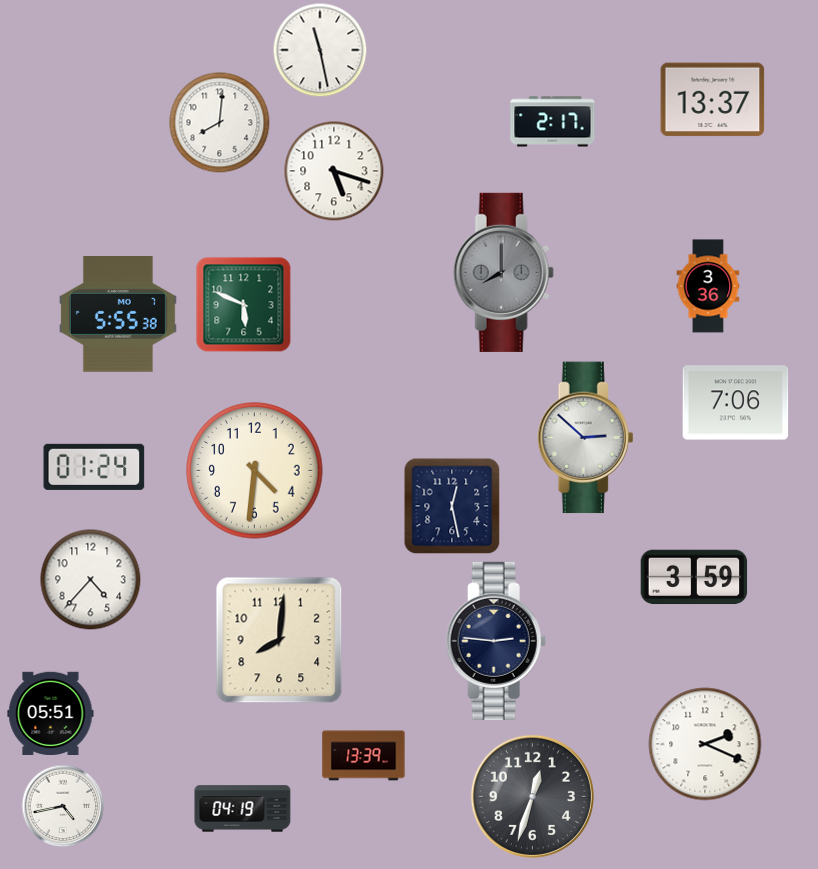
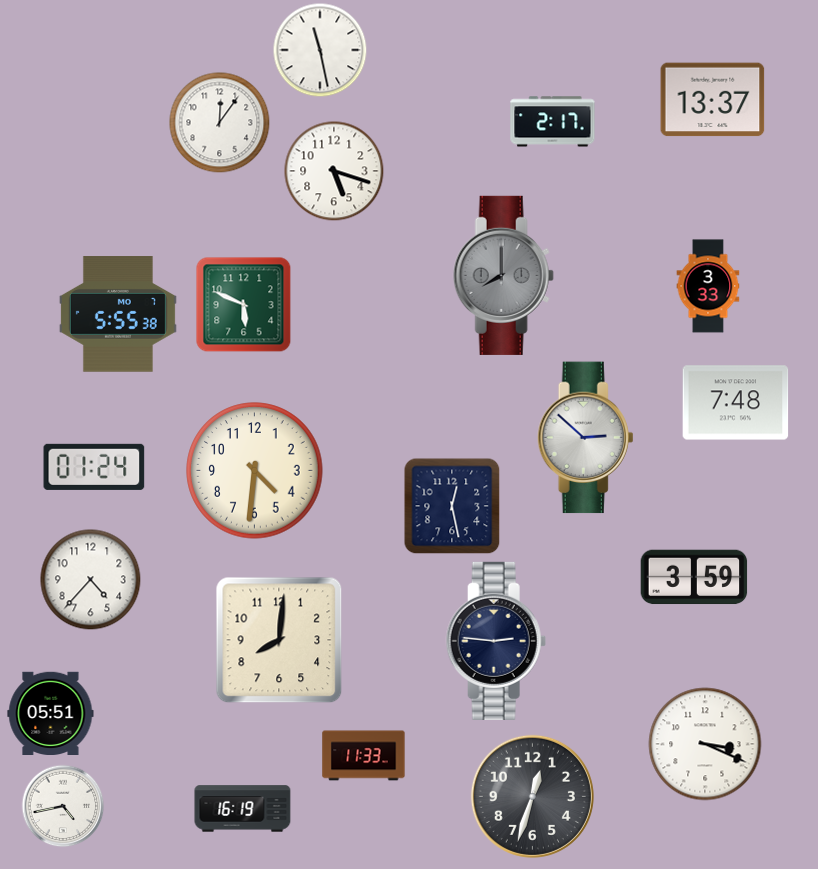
clock at (220, 123): 8:01 -> 12:06
clock at (503, 272) position: (503, 272) -> (503, 275)
clock at (708, 286): 3:36 -> 3:33
clock at (736, 403): 7:06 -> 7:48
clock at (705, 744): 2:19 -> 3:19
clock at (364, 756): 13:39 -> 11:33
clock at (243, 809): 04:19 -> 16:19
